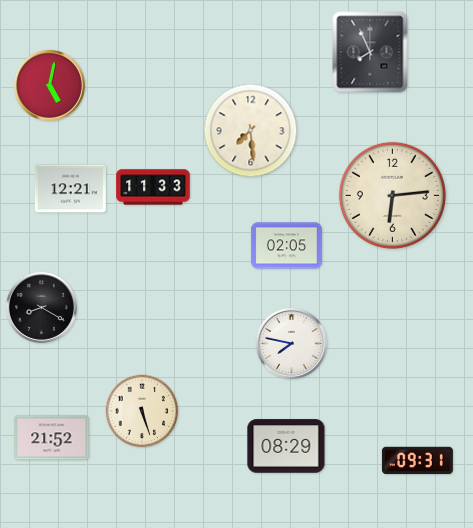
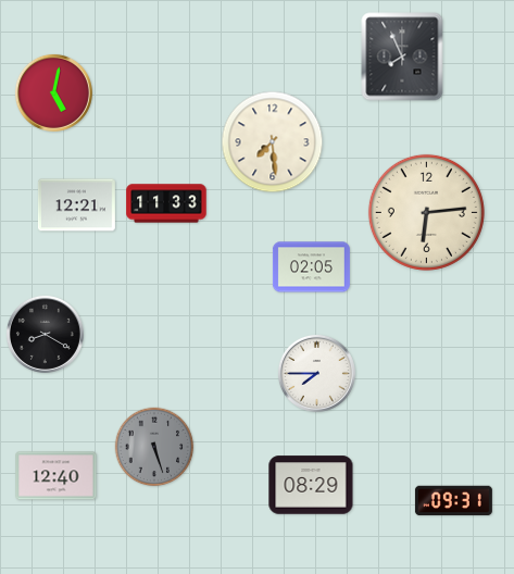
clock at (291, 343): 7:47 -> 7:45
clock at (142, 411) dial: cream -> grey
clock at (52, 438): 21:52 -> 12:40
